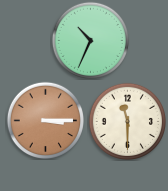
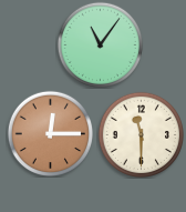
clock at (90, 40): 10:34 -> 11:06
clock at (45, 120): 3:15 -> 12:15
